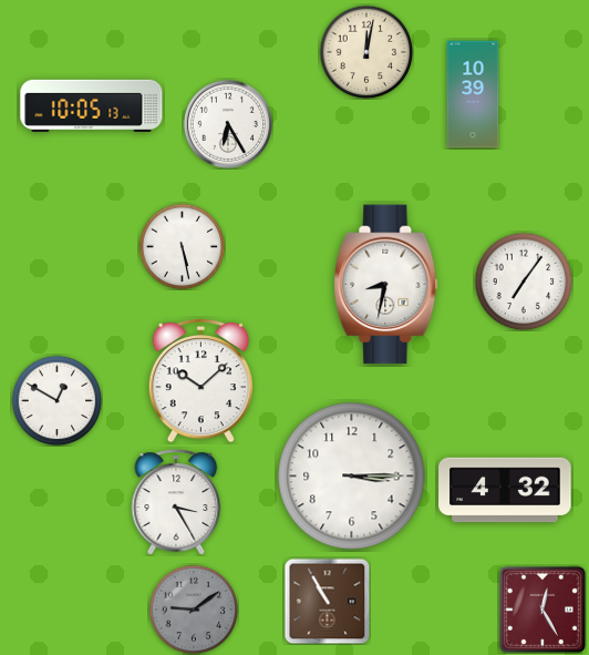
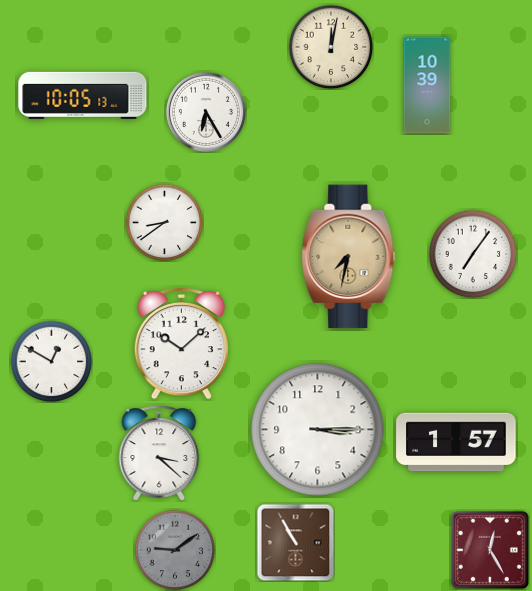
clock at (182, 246): 5:28 -> 8:39
clock at (386, 285): 8:32 -> 7:32
clock at (386, 285) dial: white -> champagne
clock at (505, 490): 4:32 -> 1:57
clock at (176, 502): 3:25 -> 3:22
